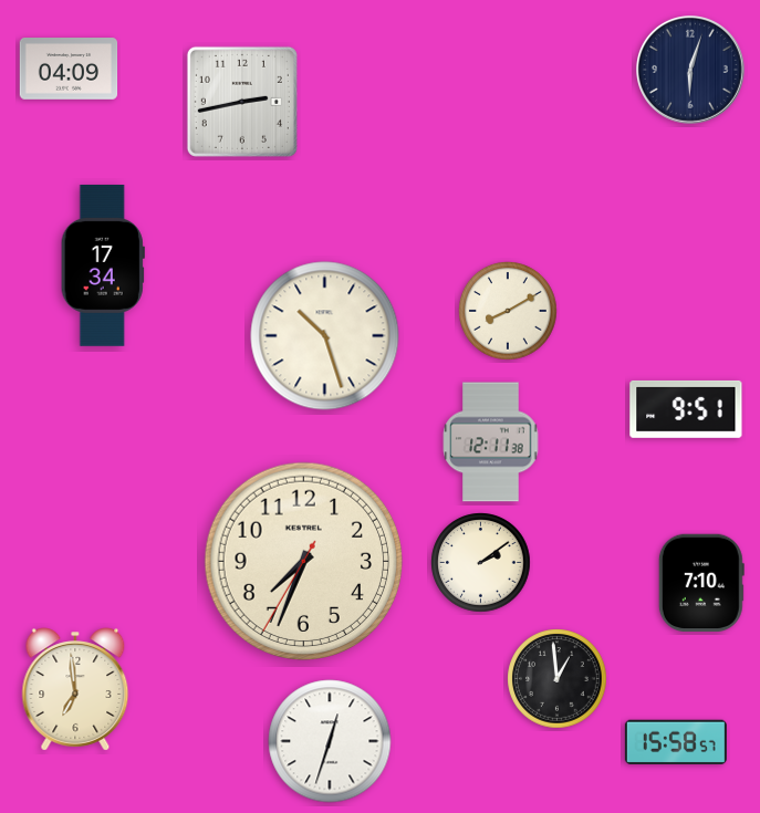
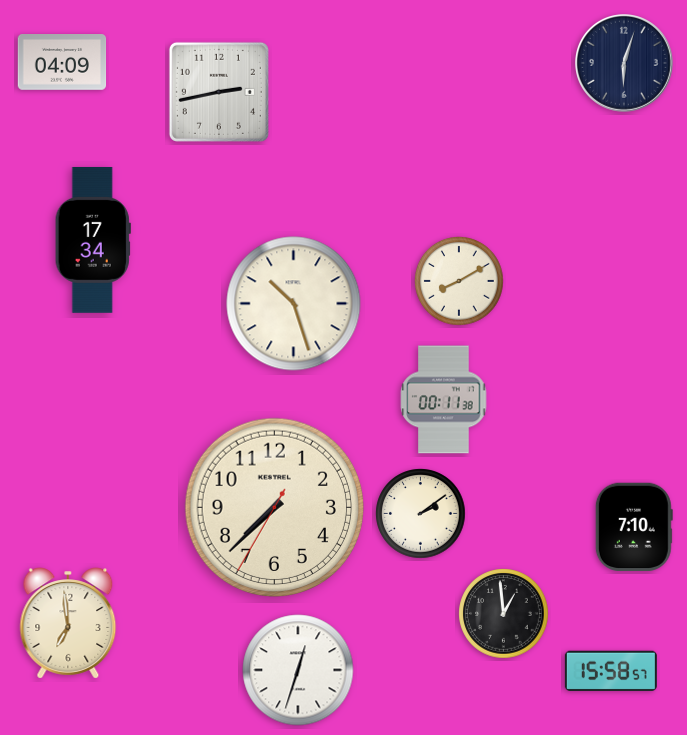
clock at (686, 409): 9:51 -> none
clock at (491, 442): 12:11 -> 00:11
clock at (304, 562): 7:33 -> 7:37
clock at (481, 563) position: (481, 563) -> (421, 514)
